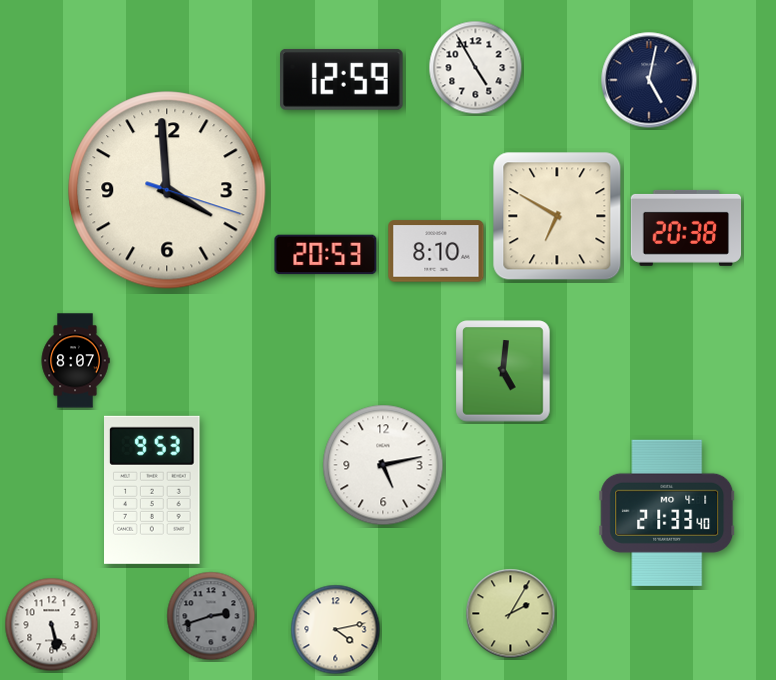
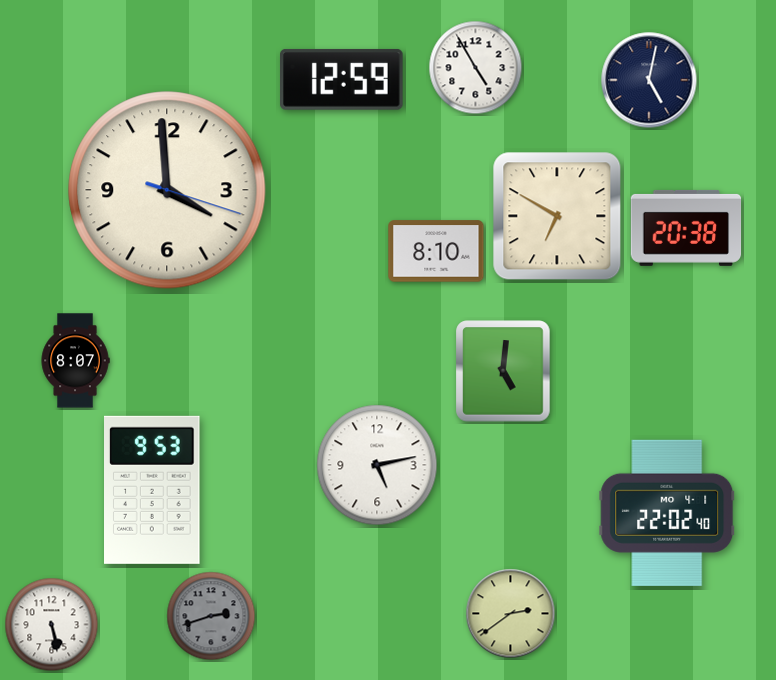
clock at (326, 255): 20:53 -> none
clock at (383, 465) position: (383, 465) -> (377, 465)
clock at (667, 513): 21:33 -> 22:02
clock at (511, 614): 2:05 -> 2:39
clock at (336, 630): 4:13 -> none
